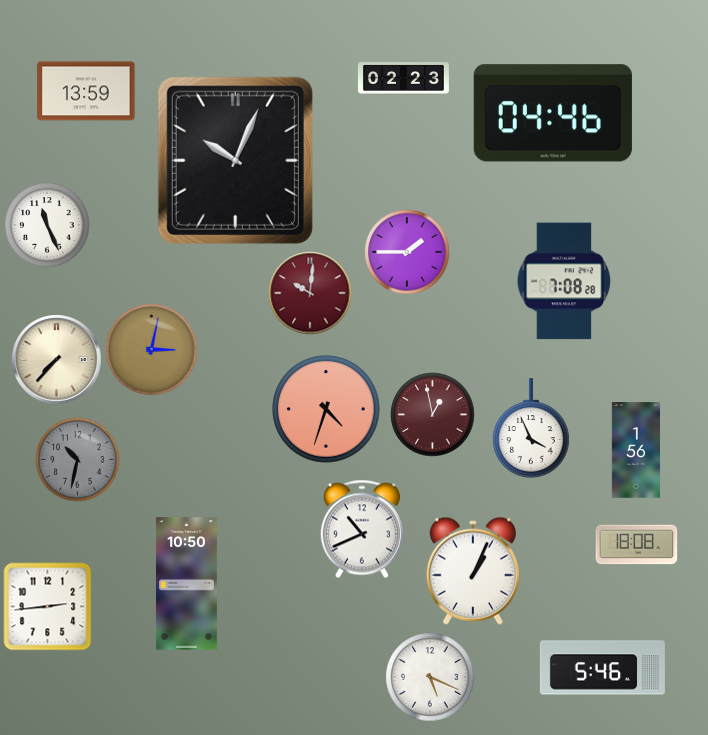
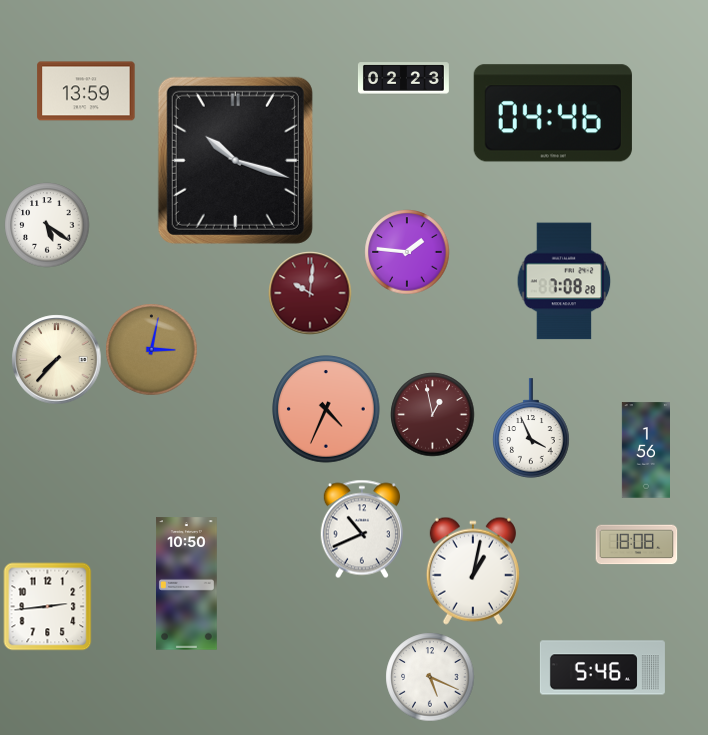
clock at (235, 160): 10:04 -> 10:18
clock at (47, 225): 11:26 -> 5:21
clock at (407, 252): 1:45 -> 1:46
clock at (326, 409): 4:33 -> 4:34
clock at (635, 450) position: (635, 450) -> (645, 450)
clock at (78, 460): 10:32 -> none
clock at (473, 571): 1:04 -> 1:02
